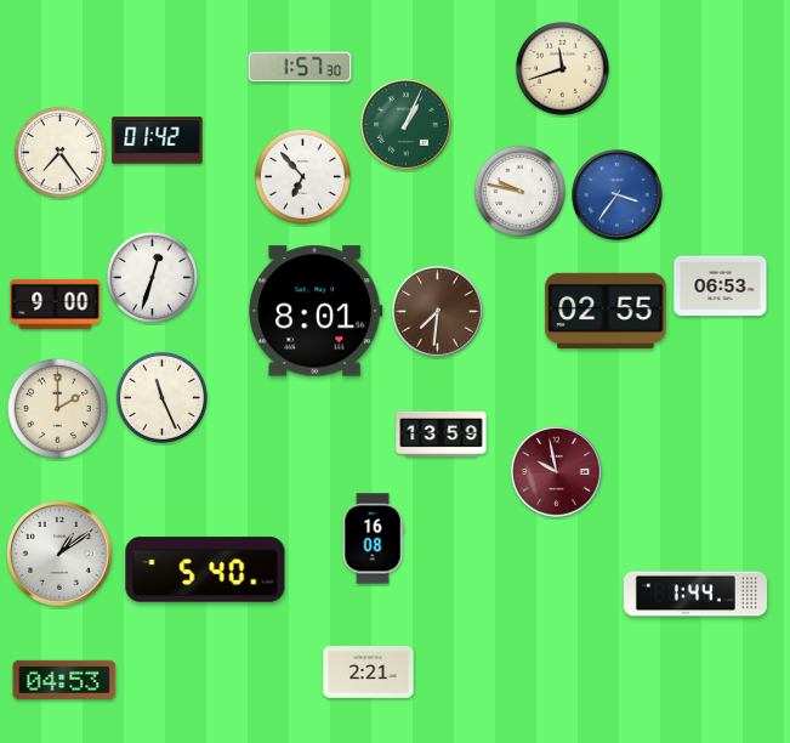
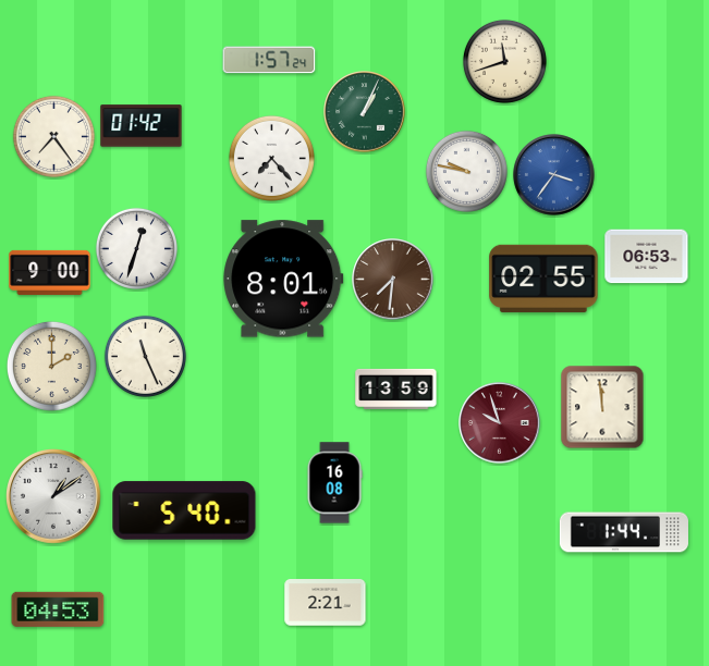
clock at (300, 67): 1:57:30 -> 1:57:24
clock at (302, 176): 6:53 -> 7:23
clock at (602, 407): none -> 11:59
clock at (557, 472): 9:58 -> 9:57
clock at (369, 673) position: (369, 673) -> (326, 603)
